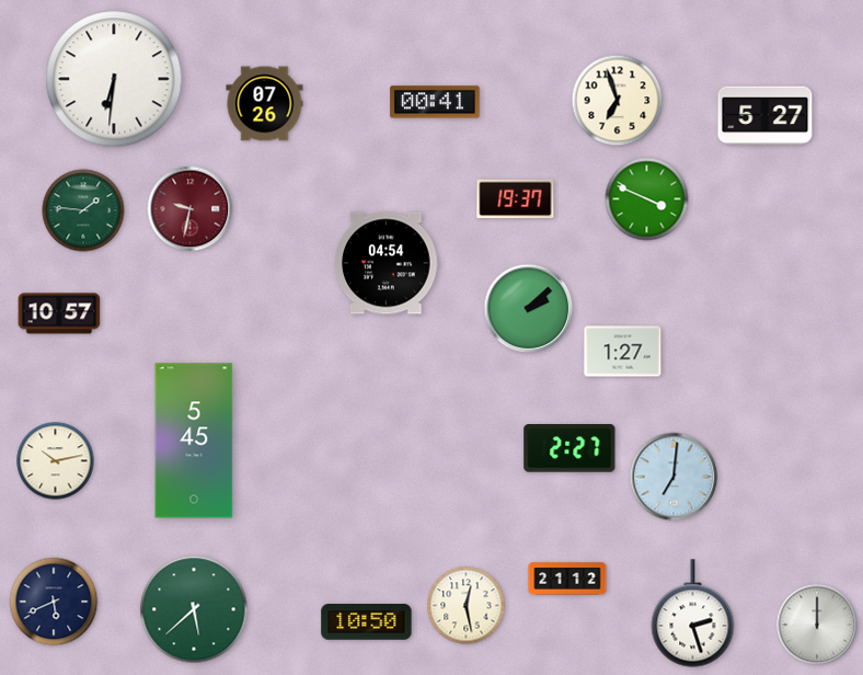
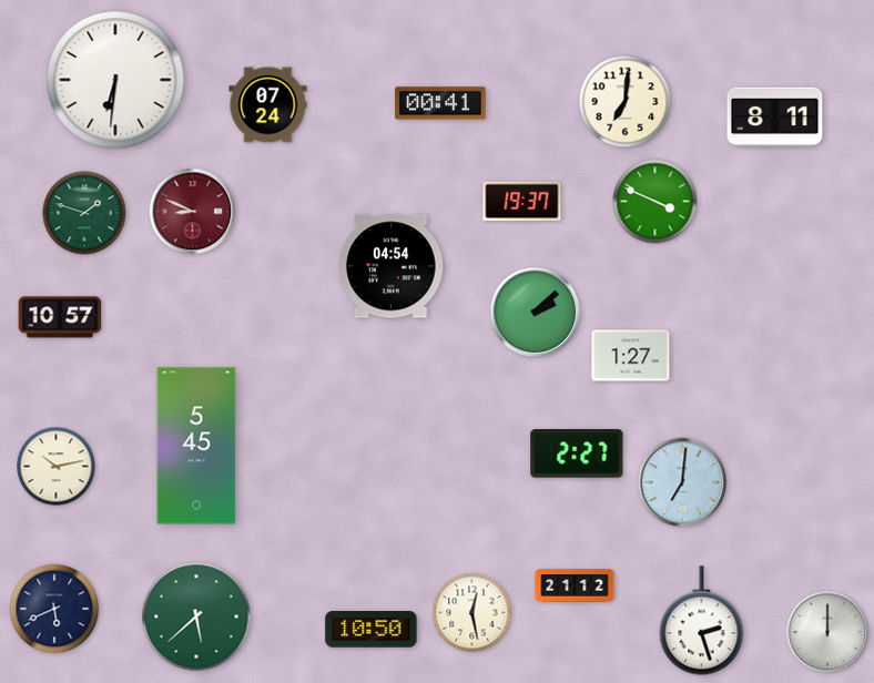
clock at (618, 101): 6:57 -> 7:01
clock at (265, 104): 07:26 -> 07:24
clock at (766, 116): 5:27 -> 8:11
clock at (191, 209): 9:32 -> 8:49
clock at (83, 210): 1:46 -> 1:48
